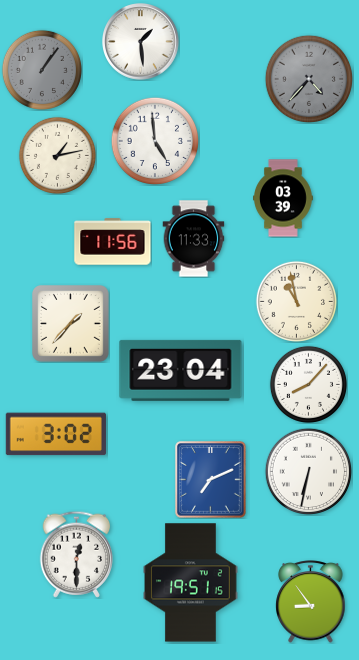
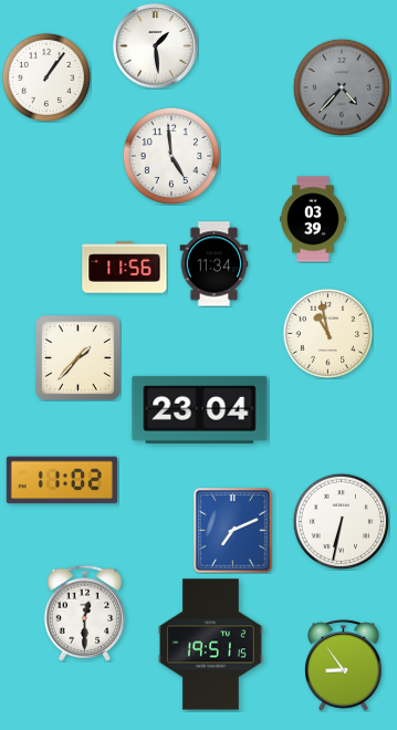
clock at (42, 70) dial: grey -> white
clock at (57, 155): 1:13 -> none
clock at (194, 239): 11:33 -> 11:34
clock at (308, 384): 8:07 -> none
clock at (56, 434): 3:02 -> 11:02
